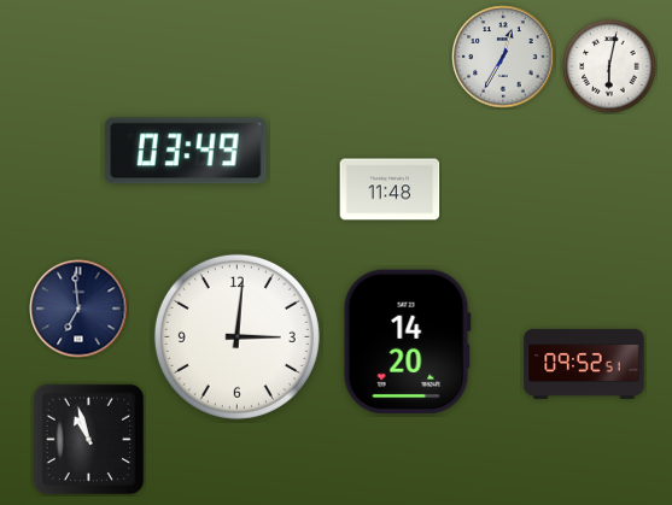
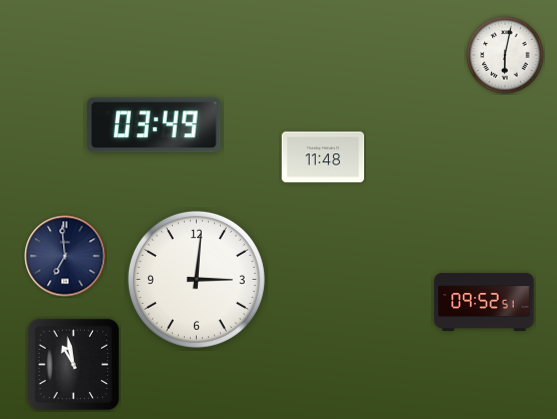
clock at (503, 57): 12:35 -> none
clock at (407, 342): 14:20 -> none
clock at (89, 440): 10:57 -> 10:58
